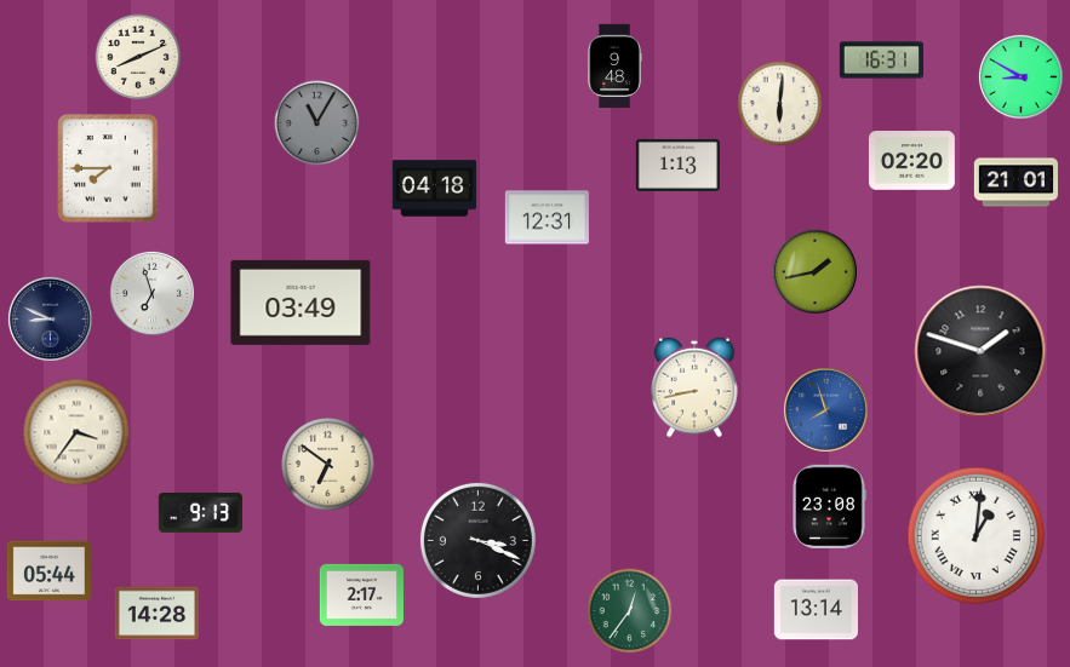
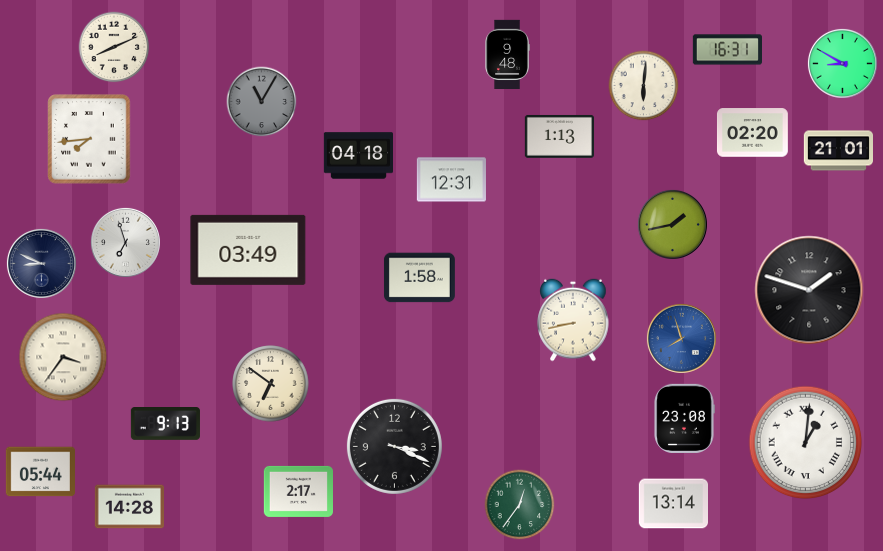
clock at (108, 168): 7:45 -> 7:44
clock at (419, 278): none -> 1:58
